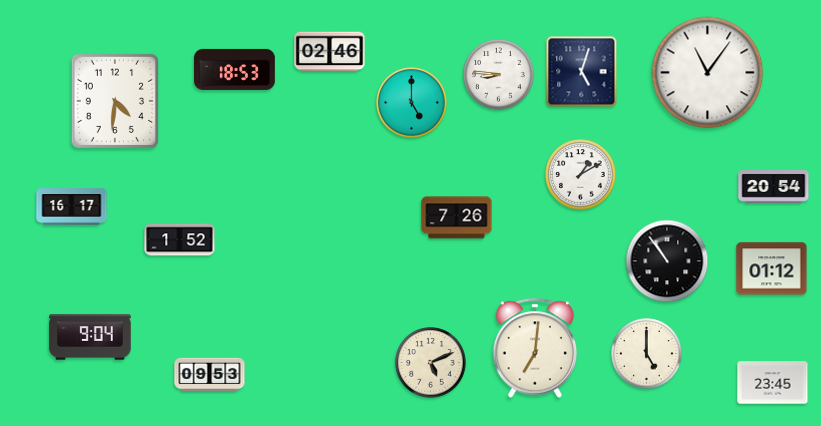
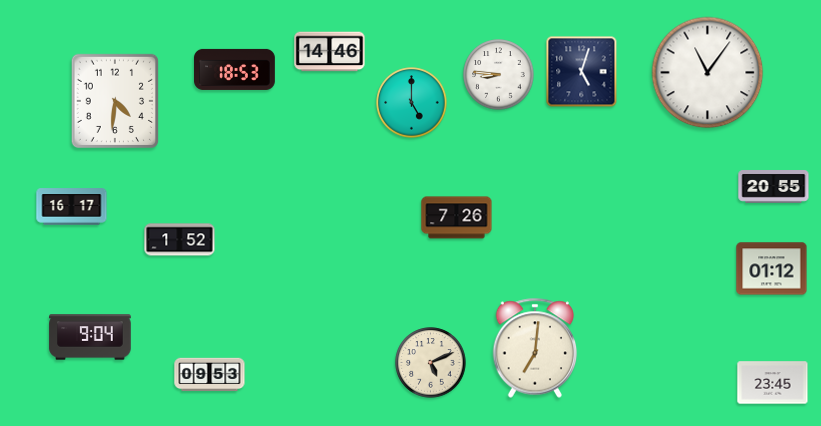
clock at (330, 52): 02:46 -> 14:46
clock at (581, 175): 1:10 -> none
clock at (774, 187): 20:54 -> 20:55
clock at (667, 261): 10:54 -> none
clock at (647, 354): 5:00 -> none
